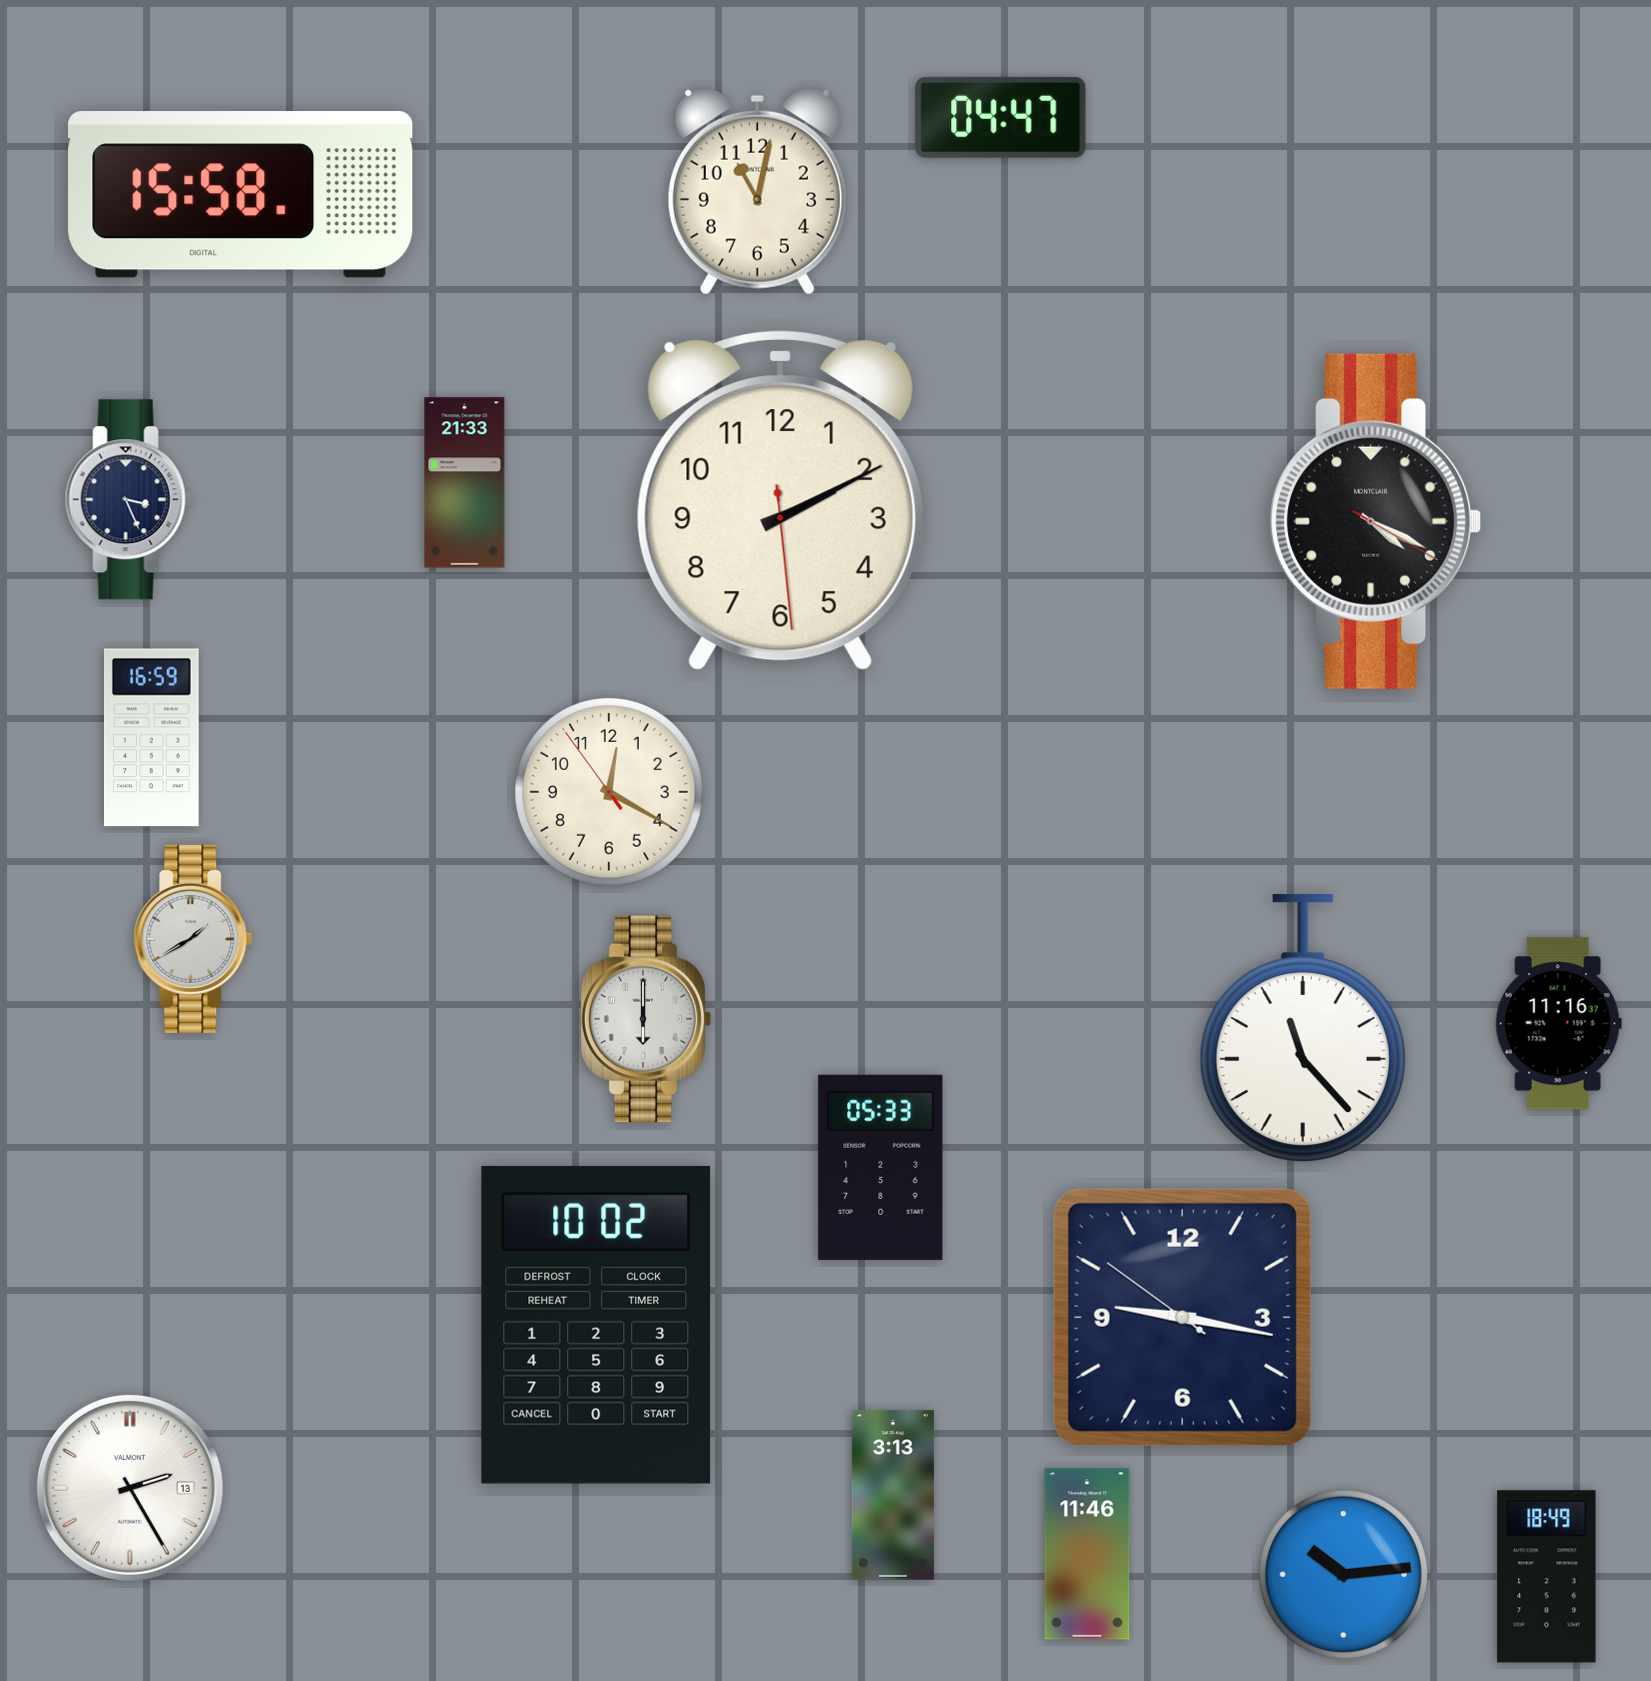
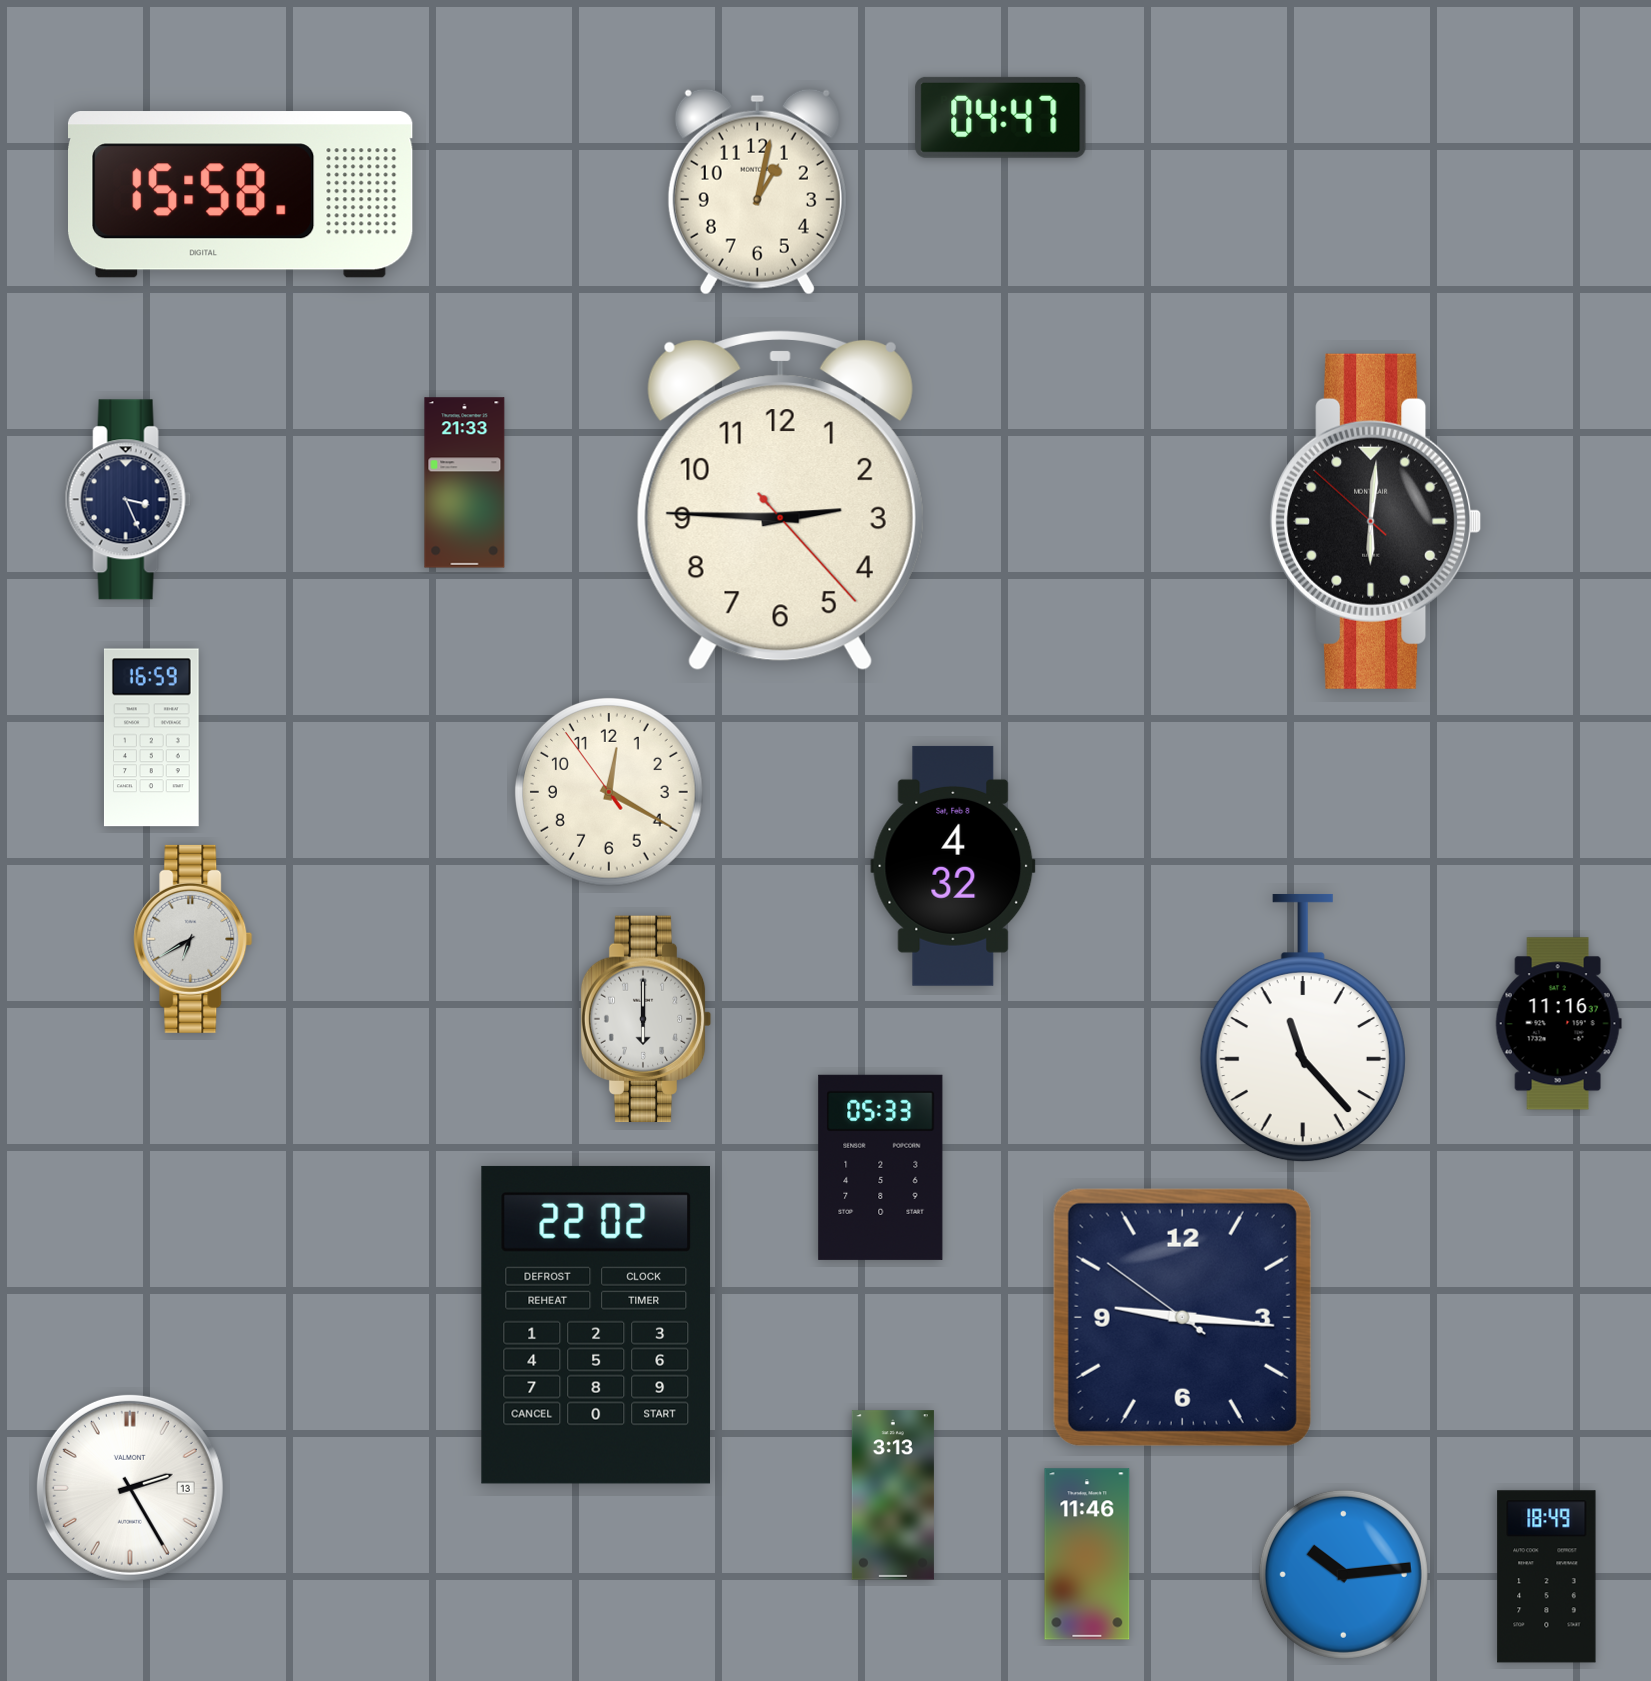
clock at (757, 191): 11:02 -> 1:02
clock at (780, 500): 2:10 -> 2:45
clock at (1376, 521): 4:19 -> 6:00
clock at (953, 866): none -> 4:32
clock at (193, 939): 1:40 -> 6:40
clock at (1182, 1317): 9:16 -> 9:15
clock at (595, 1325): 10:02 -> 22:02
